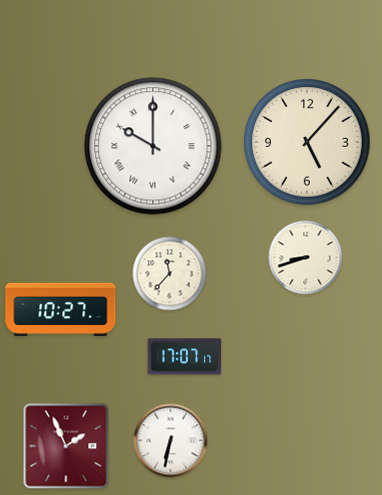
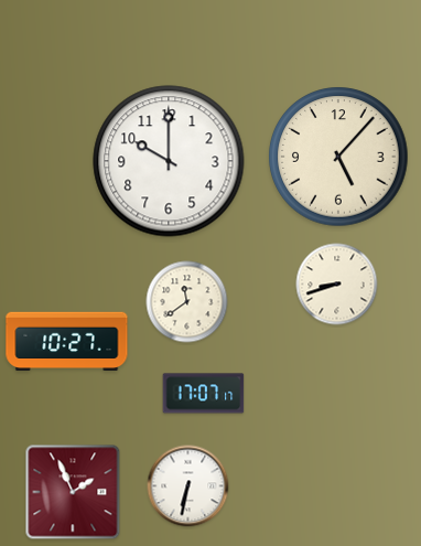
clock at (153, 146) numerals: Roman -> Arabic
clock at (170, 274): 11:37 -> 11:39
